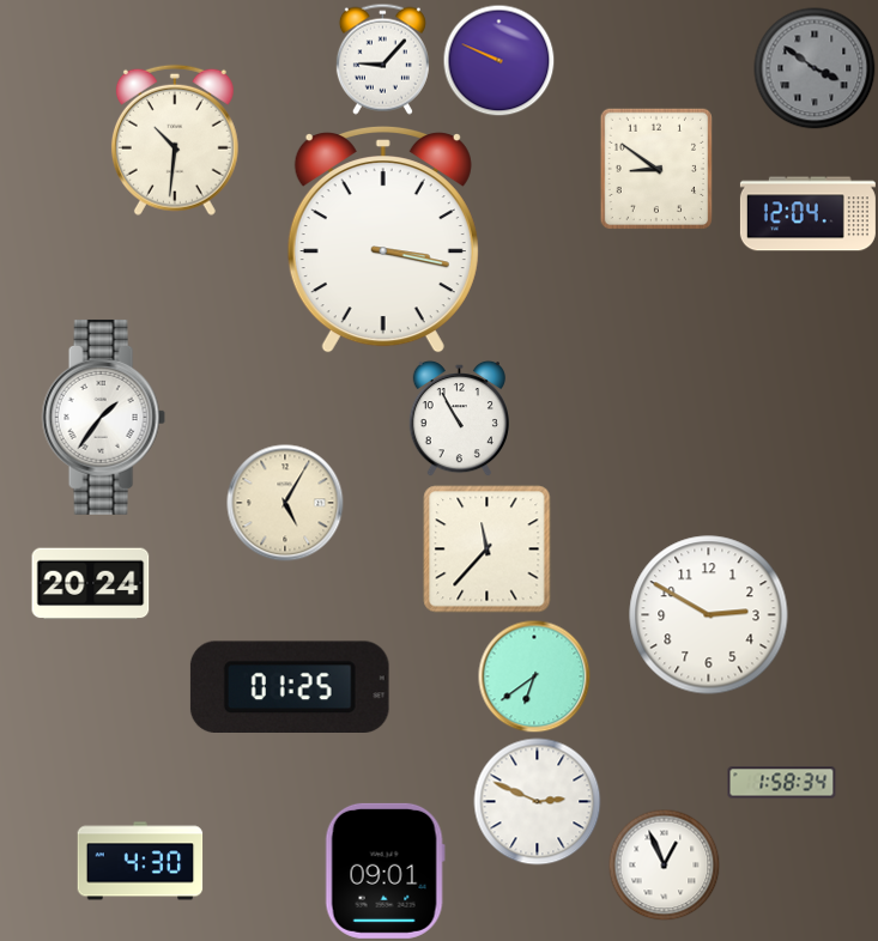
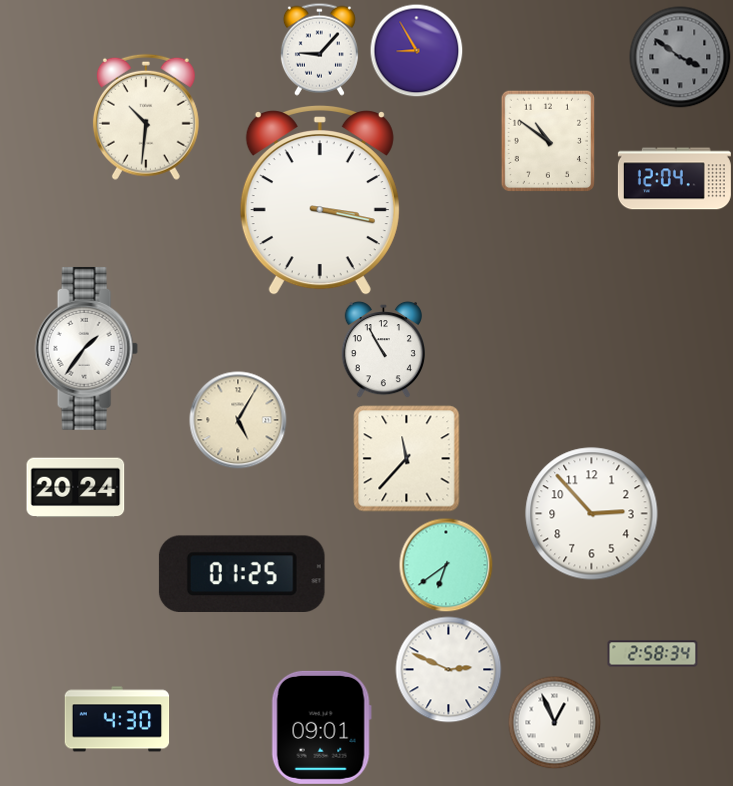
clock at (498, 60): 9:49 -> 8:55
clock at (655, 168): 8:51 -> 10:51
clock at (709, 615): 2:50 -> 2:53
clock at (782, 783): 1:58 -> 2:58
